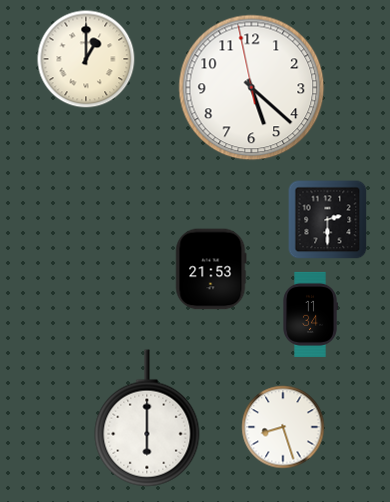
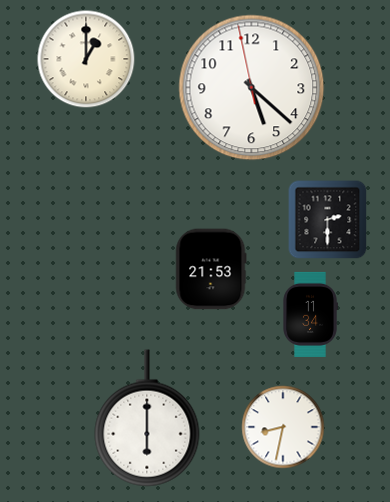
clock at (283, 427): 8:27 -> 8:32
